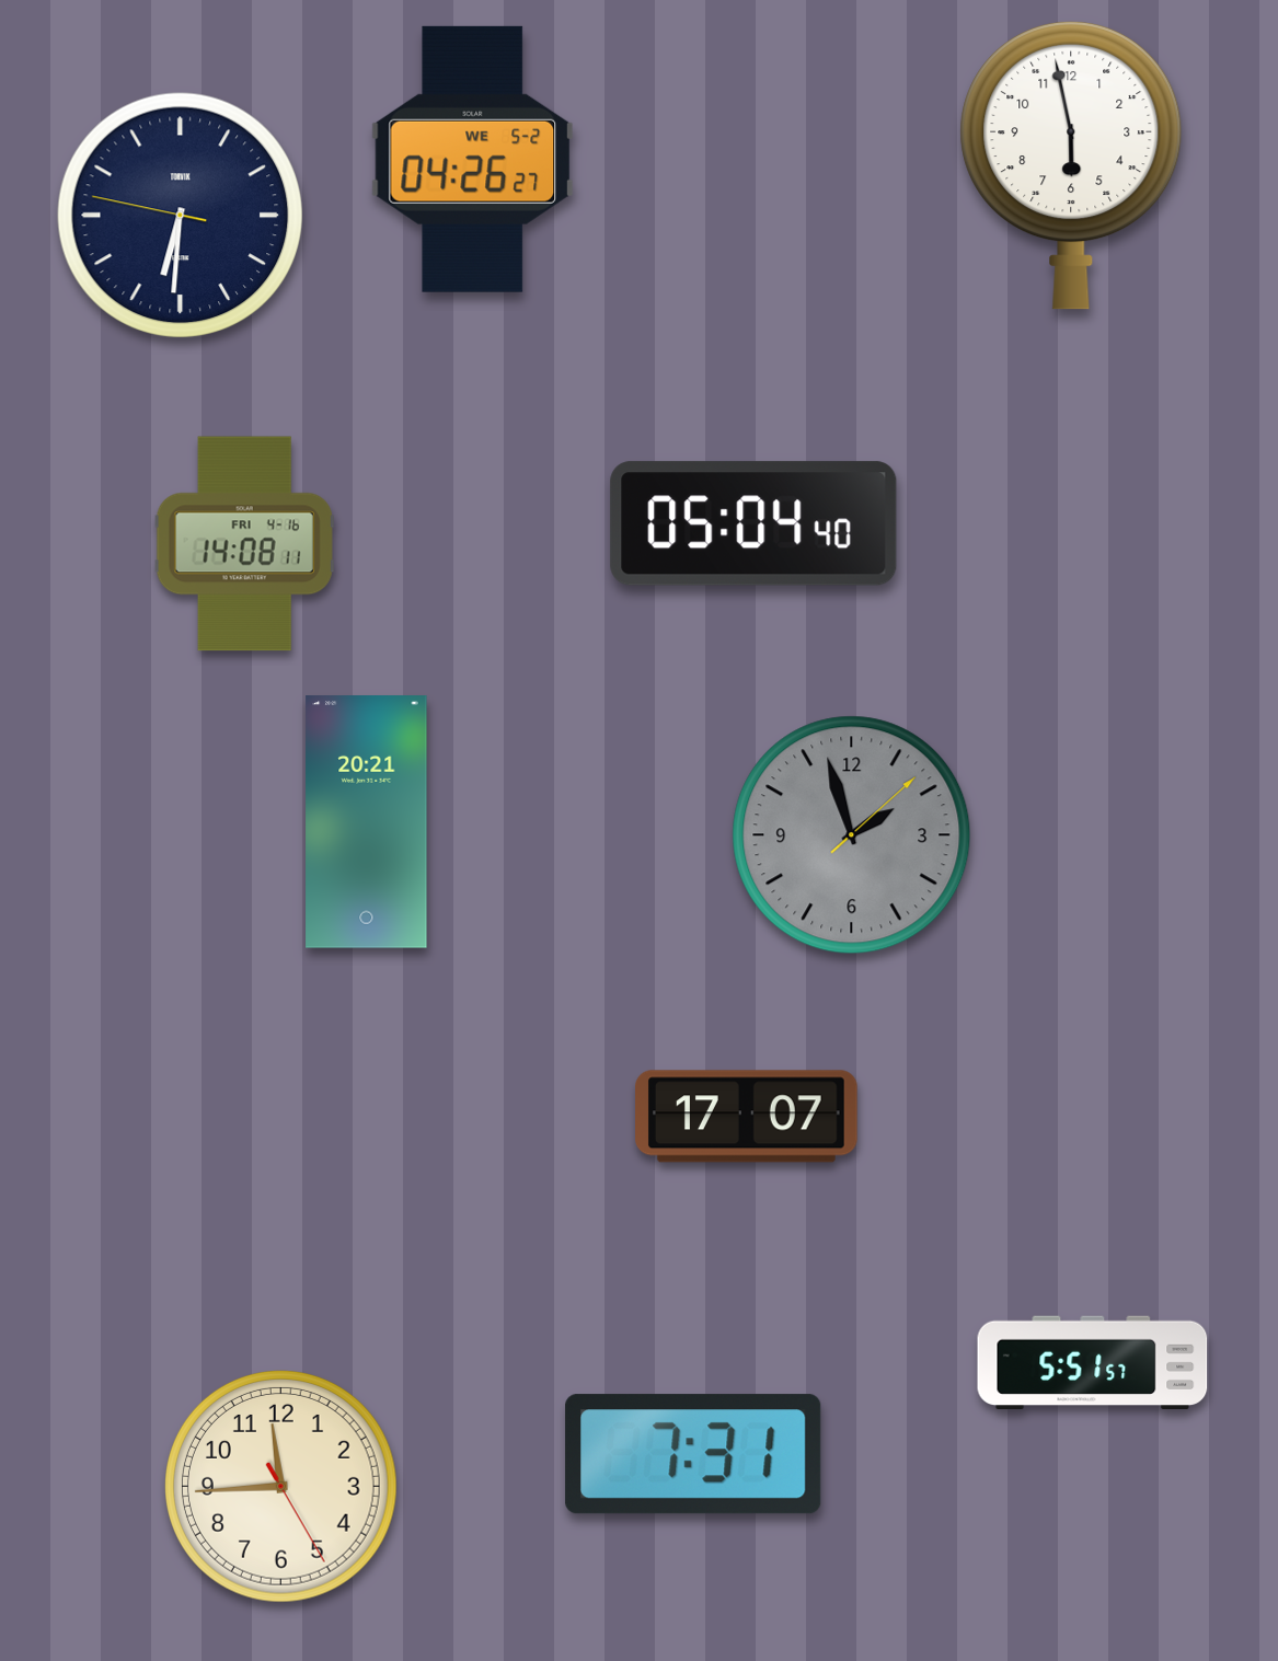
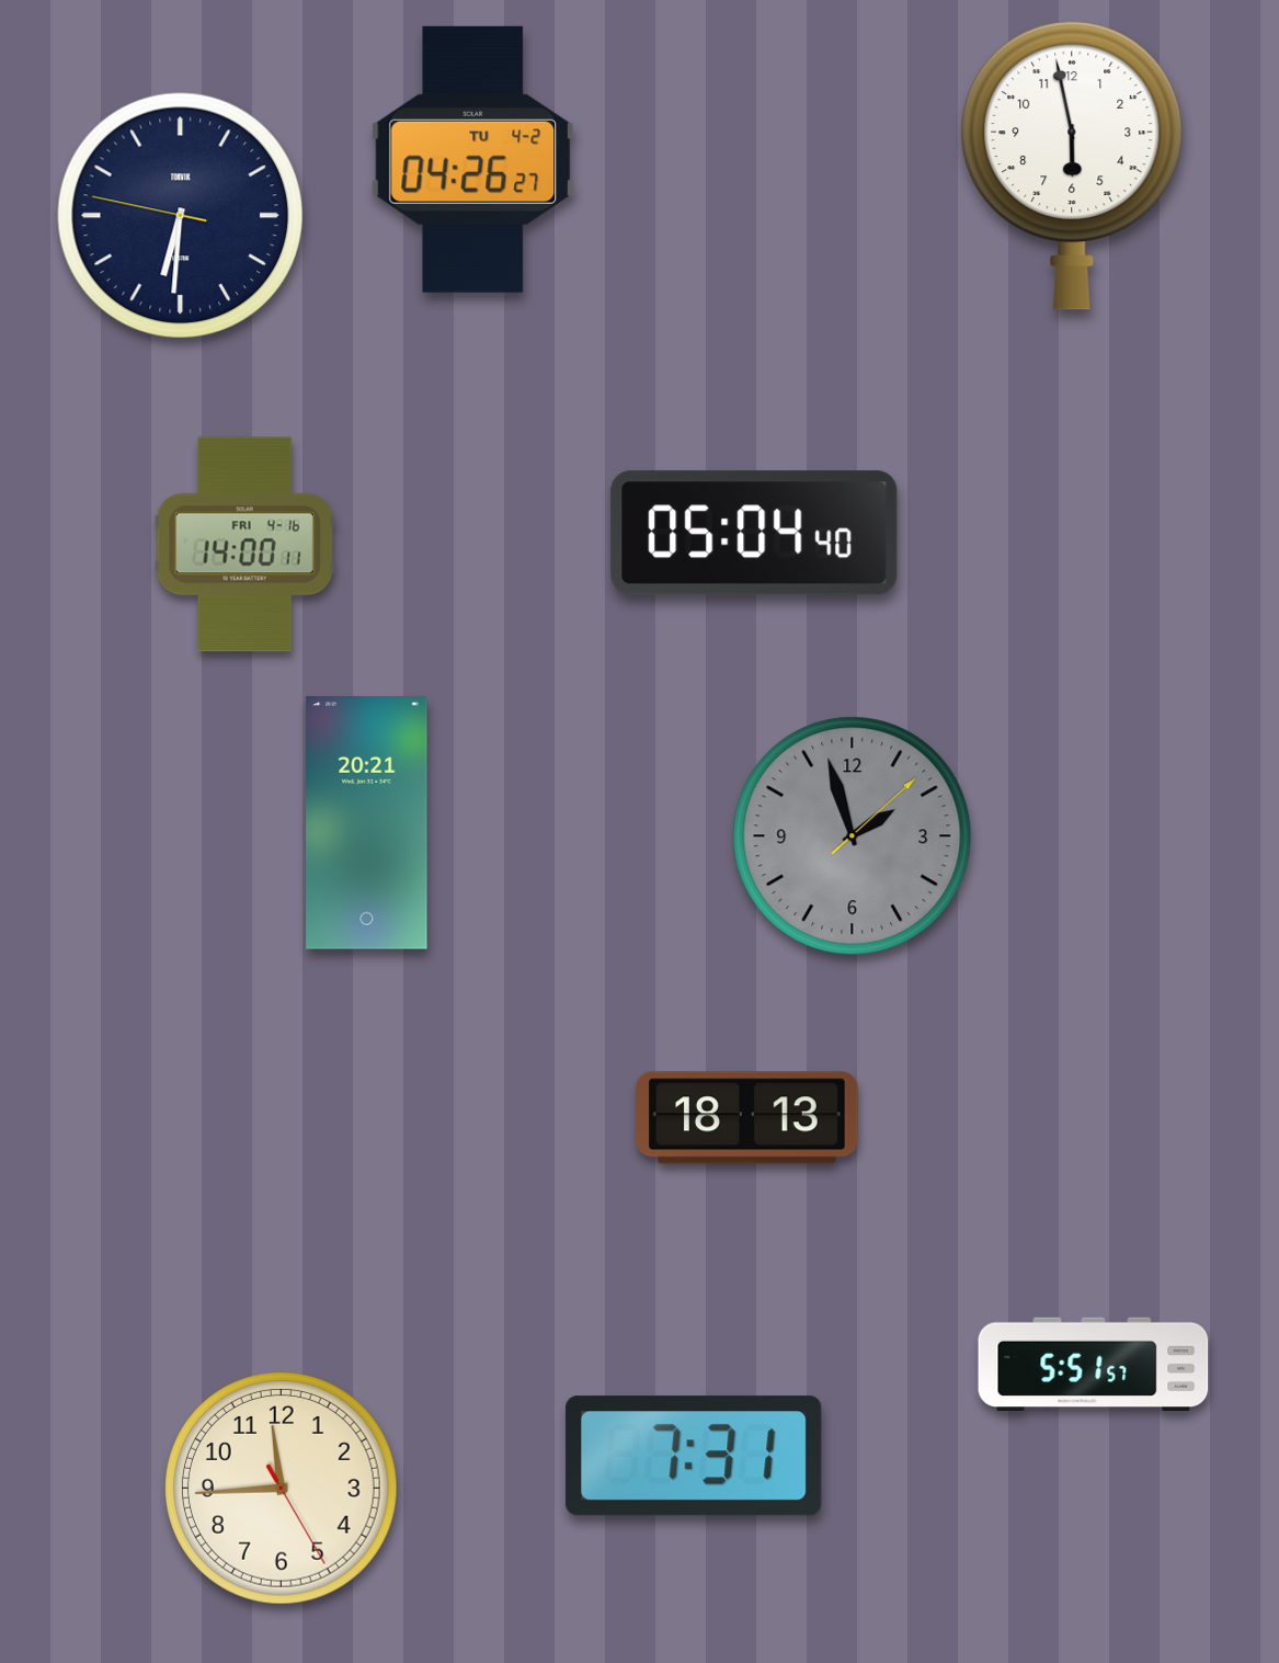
clock at (473, 159) date: WE 5-2 -> TU 4-2
clock at (753, 523) position: (753, 523) -> (754, 533)
clock at (244, 544): 14:08 -> 14:00
clock at (747, 1117): 17:07 -> 18:13
